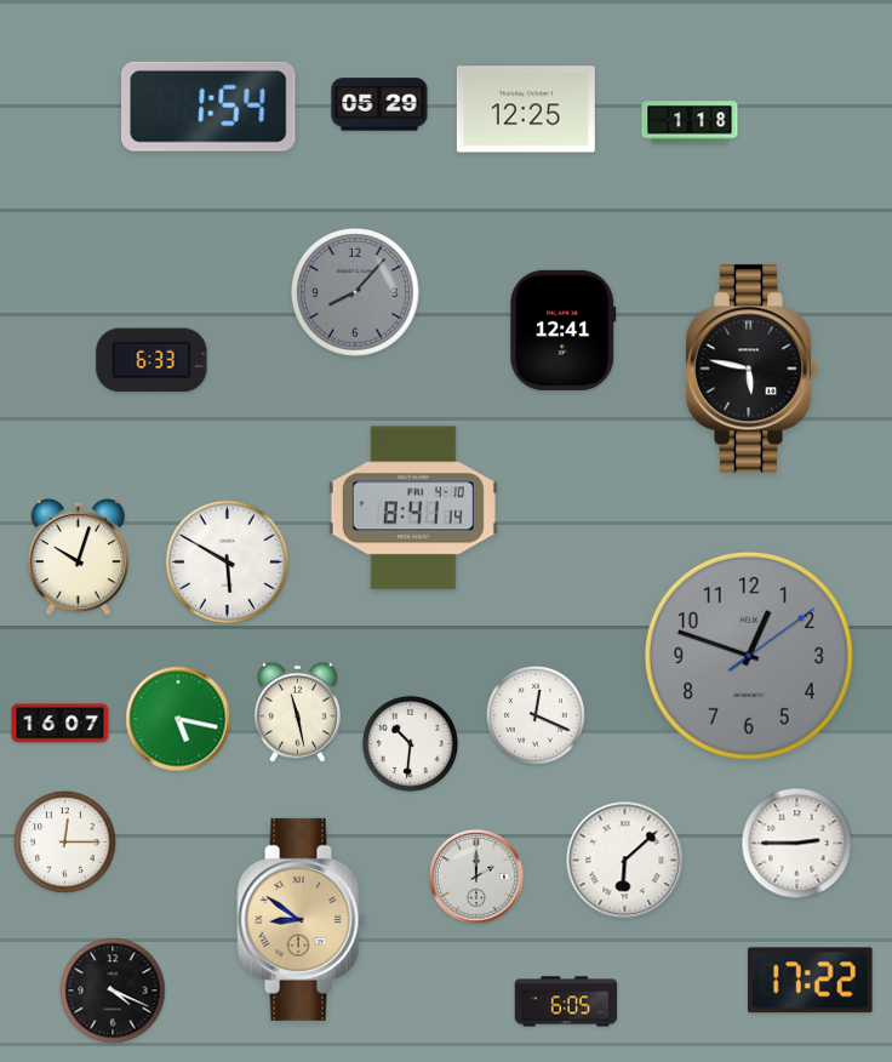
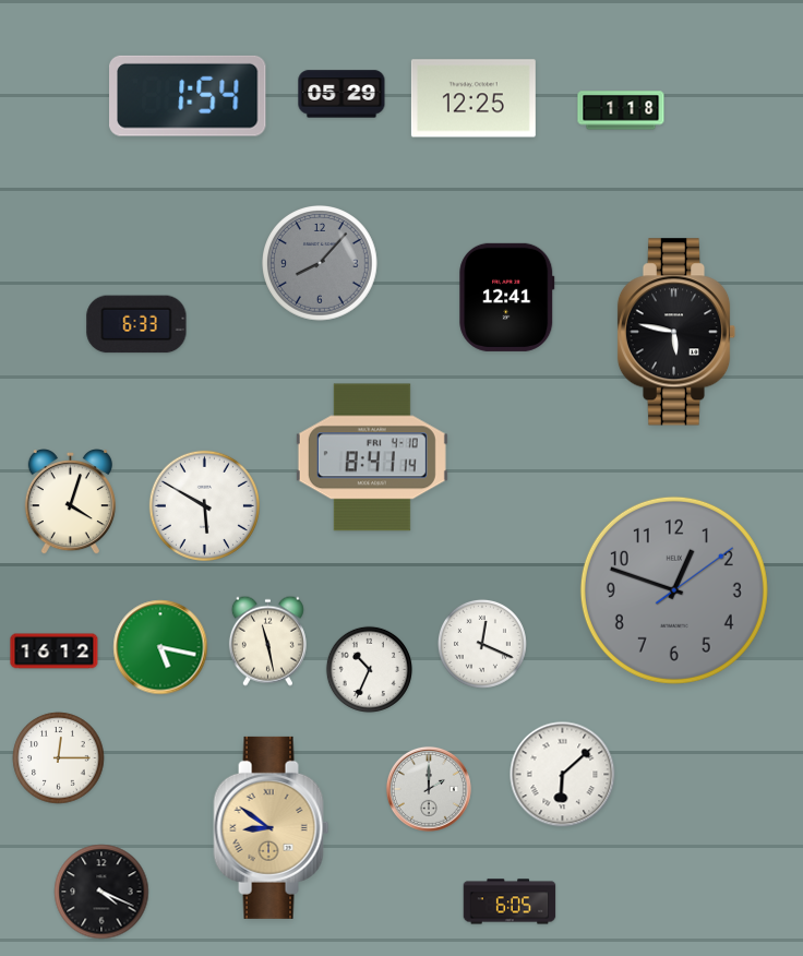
clock at (78, 559): 10:03 -> 4:03
clock at (61, 724): 16:07 -> 16:12
clock at (410, 743): 10:31 -> 10:34
clock at (797, 844): 2:45 -> none
clock at (811, 981): 17:22 -> none
